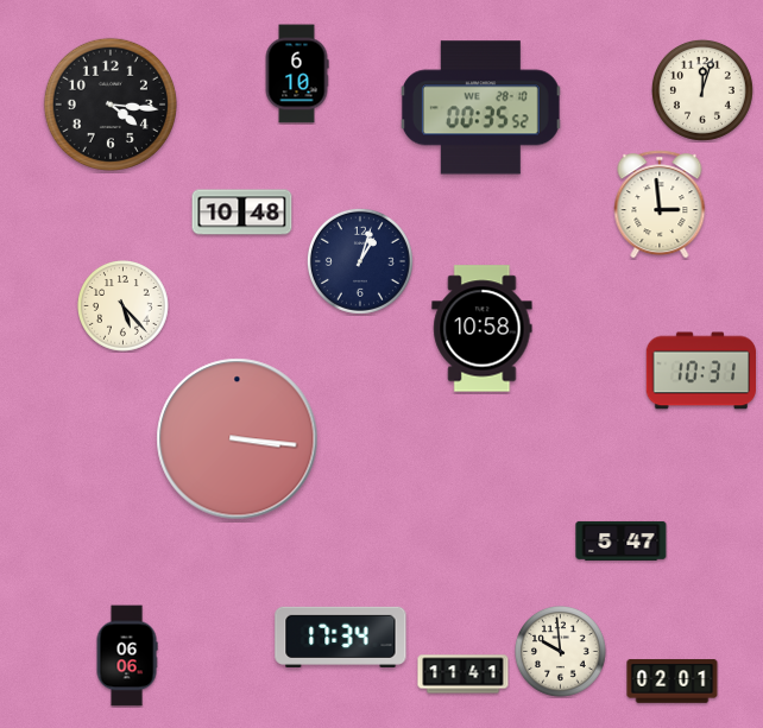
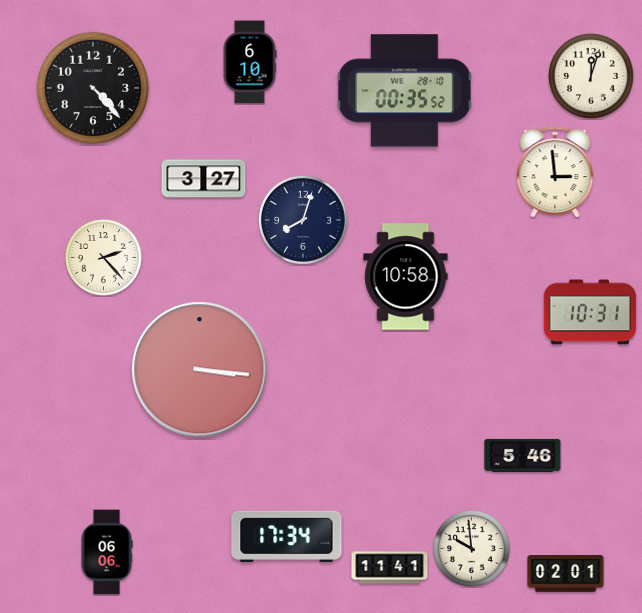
clock at (111, 105): 4:16 -> 4:23
clock at (242, 213): 10:48 -> 3:27
clock at (360, 261): 1:03 -> 8:03
clock at (124, 306): 5:23 -> 2:23
clock at (622, 540): 5:47 -> 5:46
